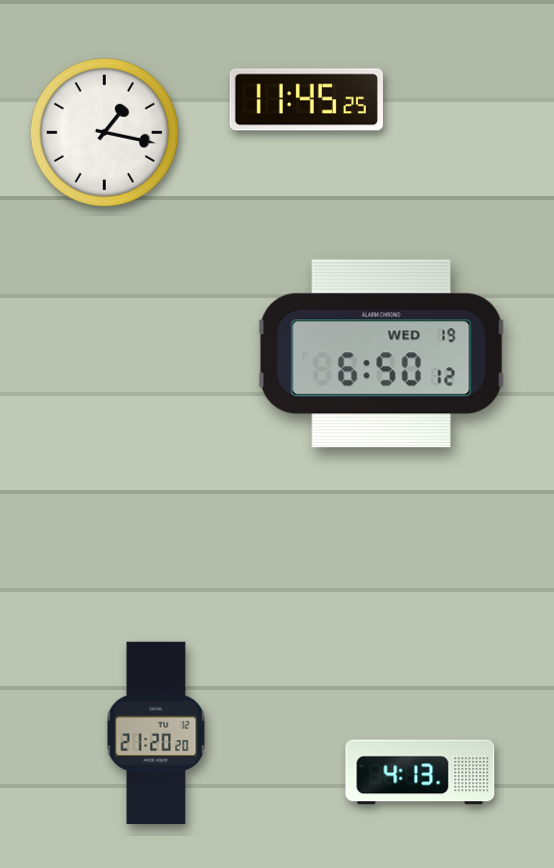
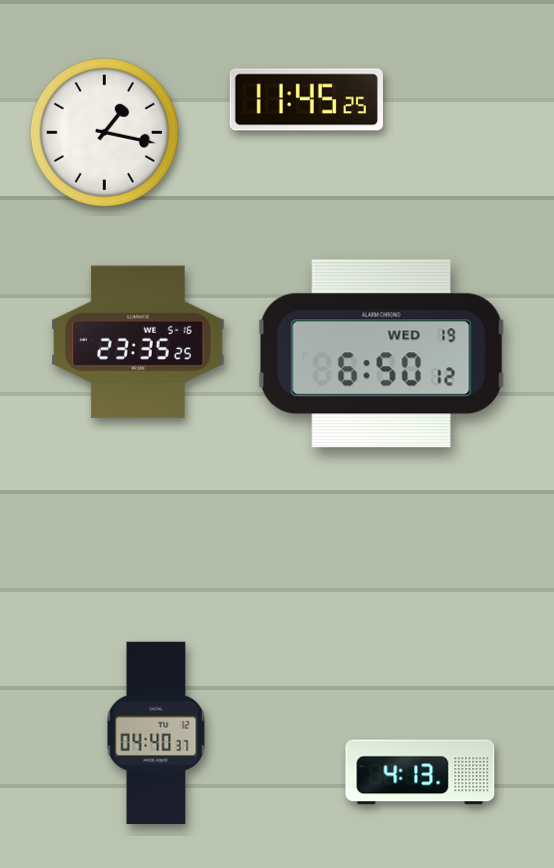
clock at (138, 342): none -> 23:35
clock at (156, 733): 21:20 -> 04:40
